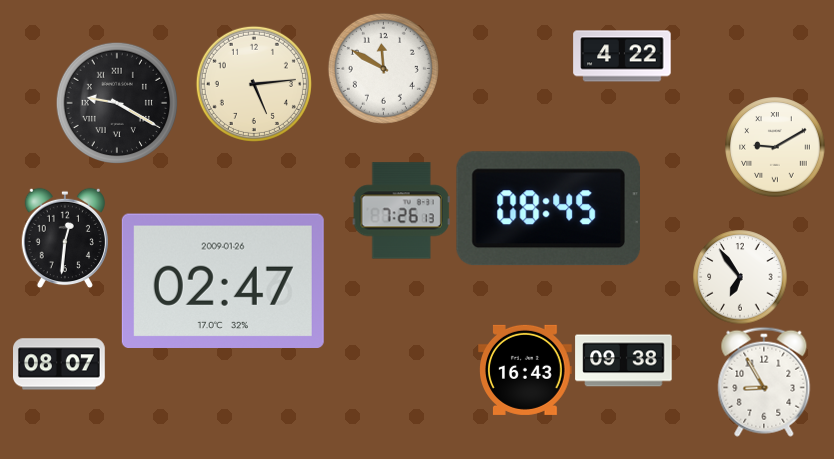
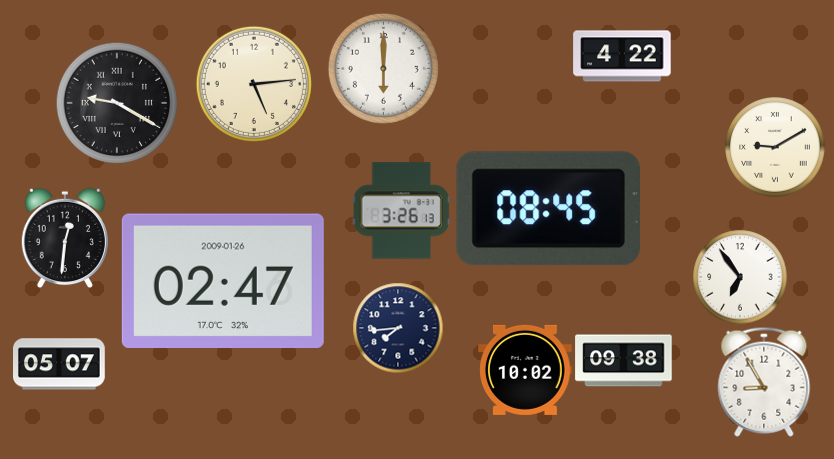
clock at (383, 68): 11:50 -> 6:00
clock at (401, 211): 7:26 -> 3:26
clock at (398, 328): none -> 7:44
clock at (60, 364): 08:07 -> 05:07
clock at (525, 370): 16:43 -> 10:02
